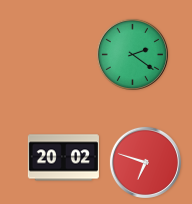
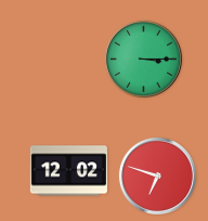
clock at (132, 54): 2:21 -> 3:15
clock at (63, 158): 20:02 -> 12:02
